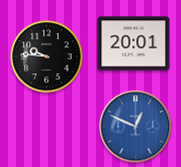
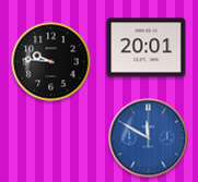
clock at (136, 127): 12:49 -> 11:50
